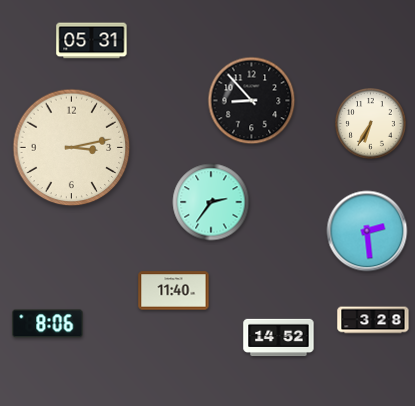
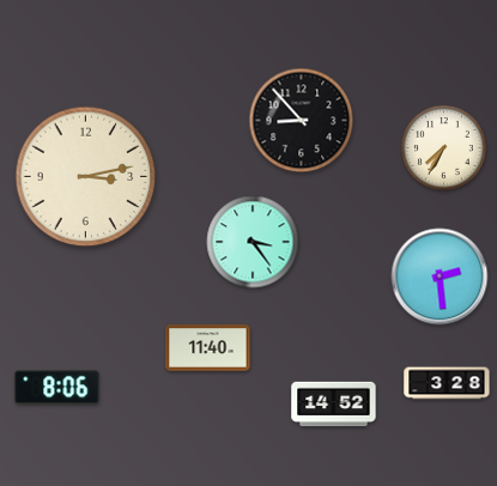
clock at (92, 41): 05:31 -> none
clock at (371, 124): 6:35 -> 7:35
clock at (211, 202): 2:36 -> 3:24
